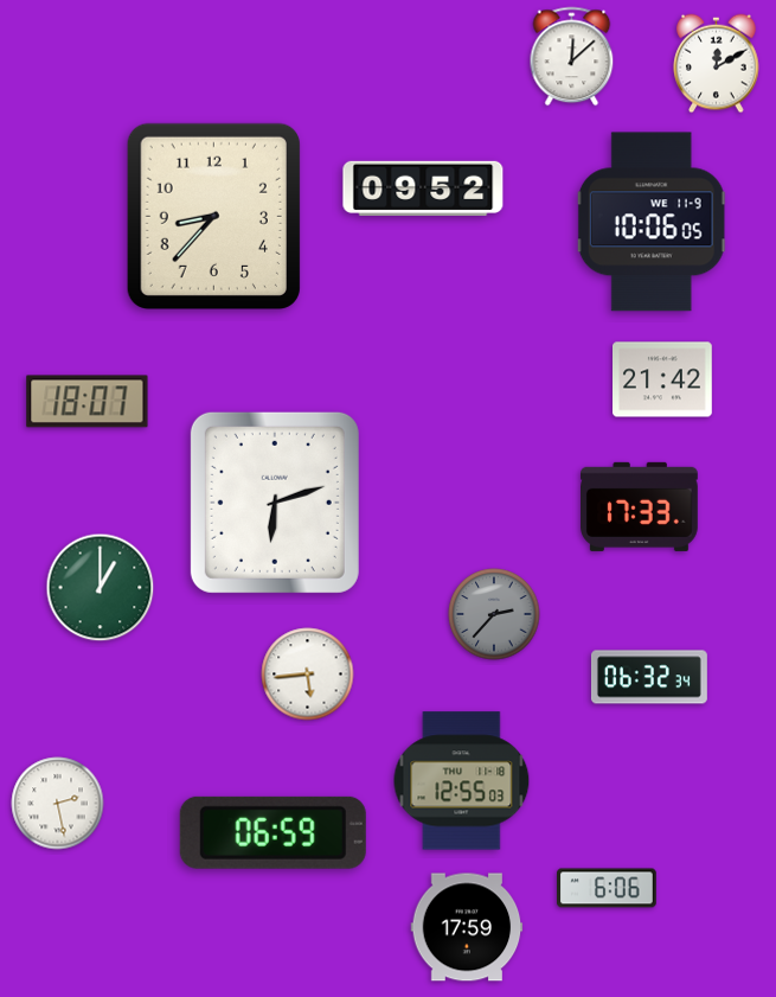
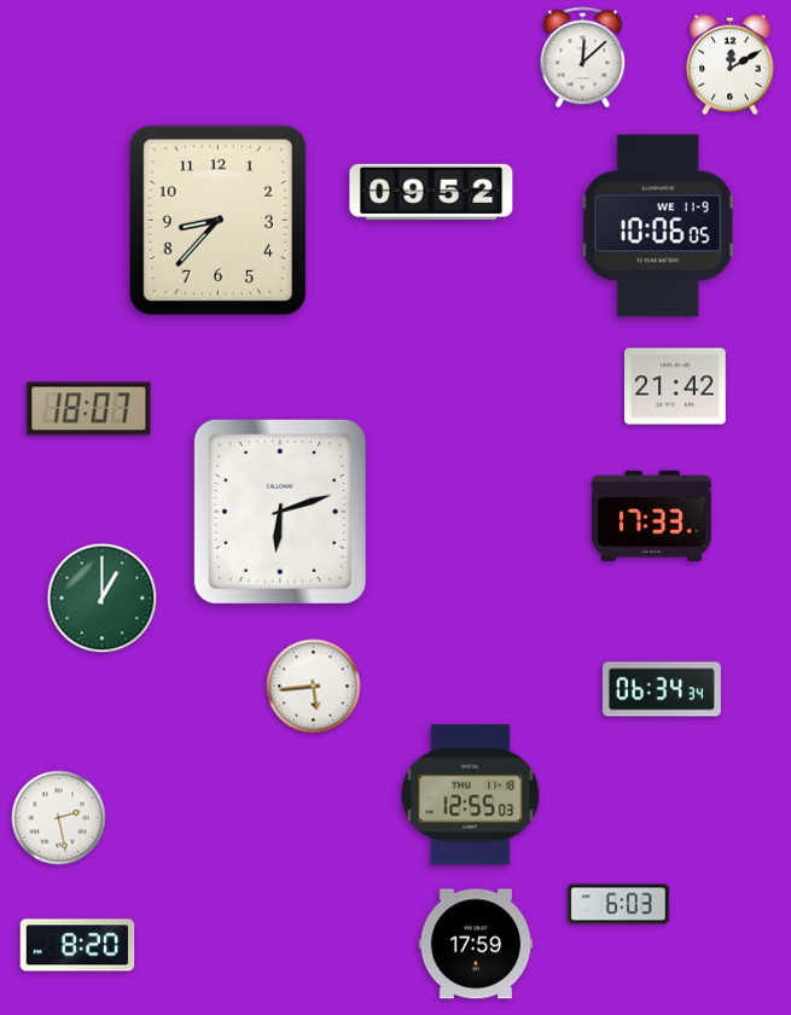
clock at (652, 222) position: (652, 222) -> (658, 226)
clock at (494, 614): 2:37 -> none
clock at (649, 677): 06:32 -> 06:34
clock at (272, 832): 06:59 -> none
clock at (608, 888): 6:06 -> 6:03
clock at (77, 945): none -> 8:20
